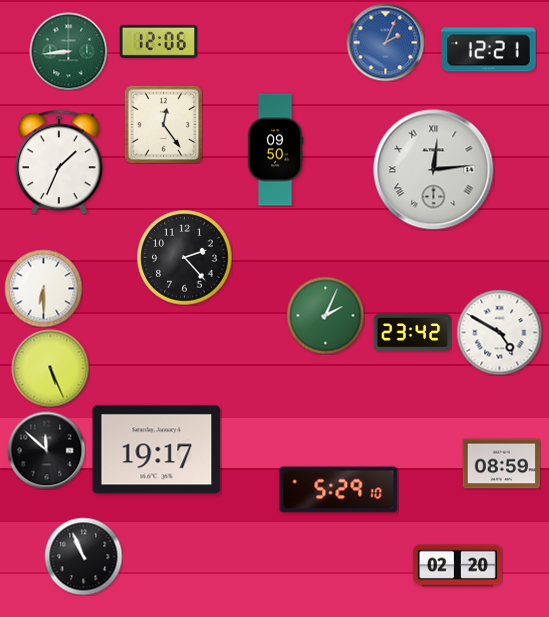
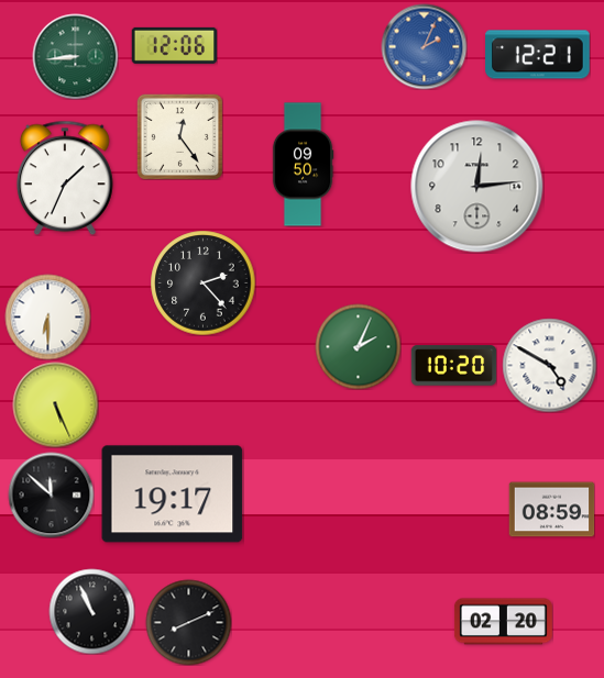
clock at (434, 170) numerals: Roman -> Arabic
clock at (412, 333): 23:42 -> 10:20
clock at (339, 490): 5:29 -> none
clock at (188, 622): none -> 8:11
